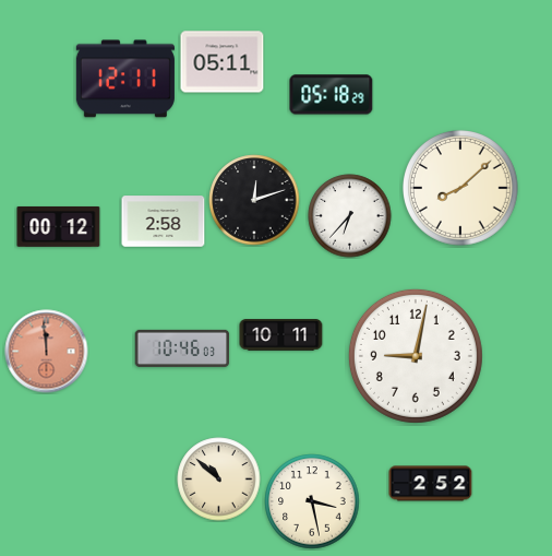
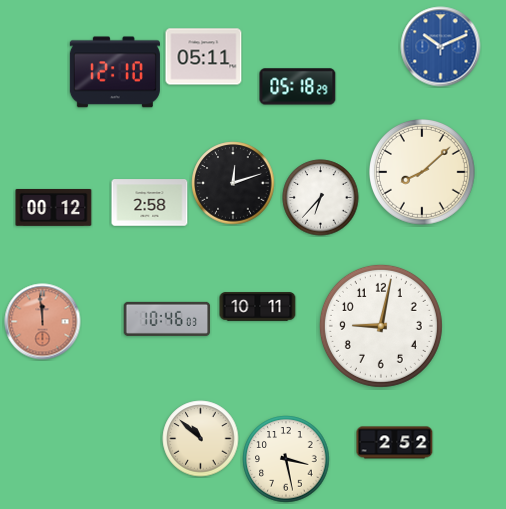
clock at (441, 47): none -> 10:11
clock at (125, 79): 12:11 -> 12:10
clock at (332, 95) position: (332, 95) -> (298, 87)
